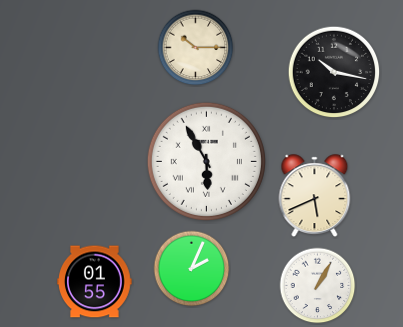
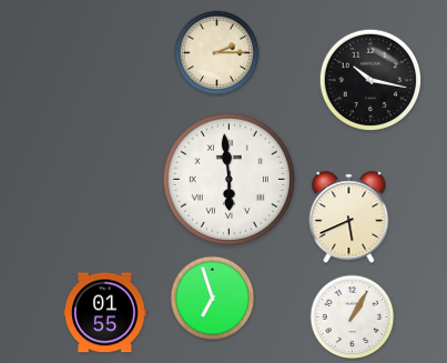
clock at (196, 48): 10:15 -> 2:15
clock at (206, 161): 5:55 -> 5:59
clock at (192, 269): 2:04 -> 6:57
